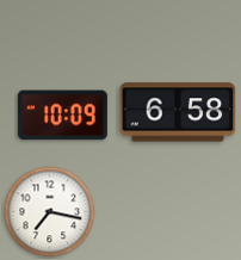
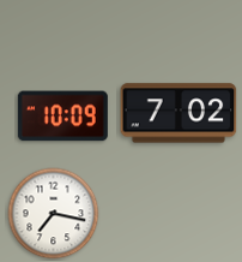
clock at (178, 112): 6:58 -> 7:02
clock at (50, 212) position: (50, 212) -> (54, 214)
